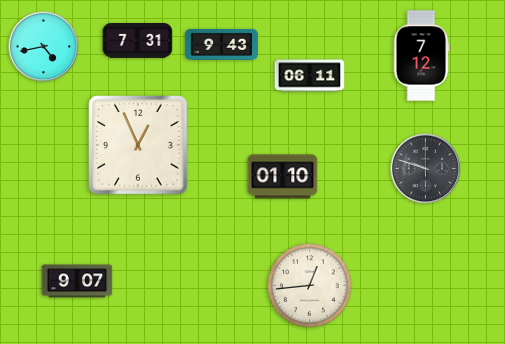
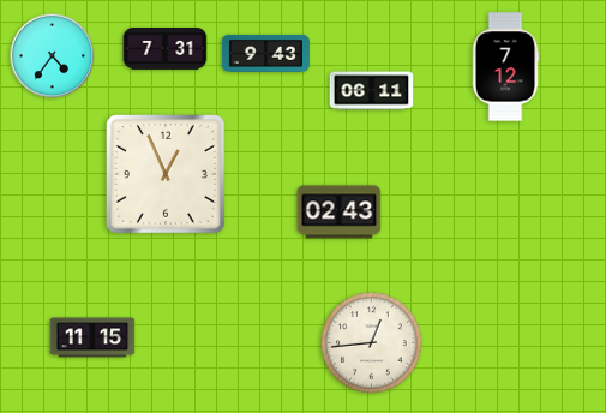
clock at (44, 47): 4:43 -> 4:36
clock at (426, 169): 9:48 -> none
clock at (283, 177): 01:10 -> 02:43
clock at (77, 281): 9:07 -> 11:15
